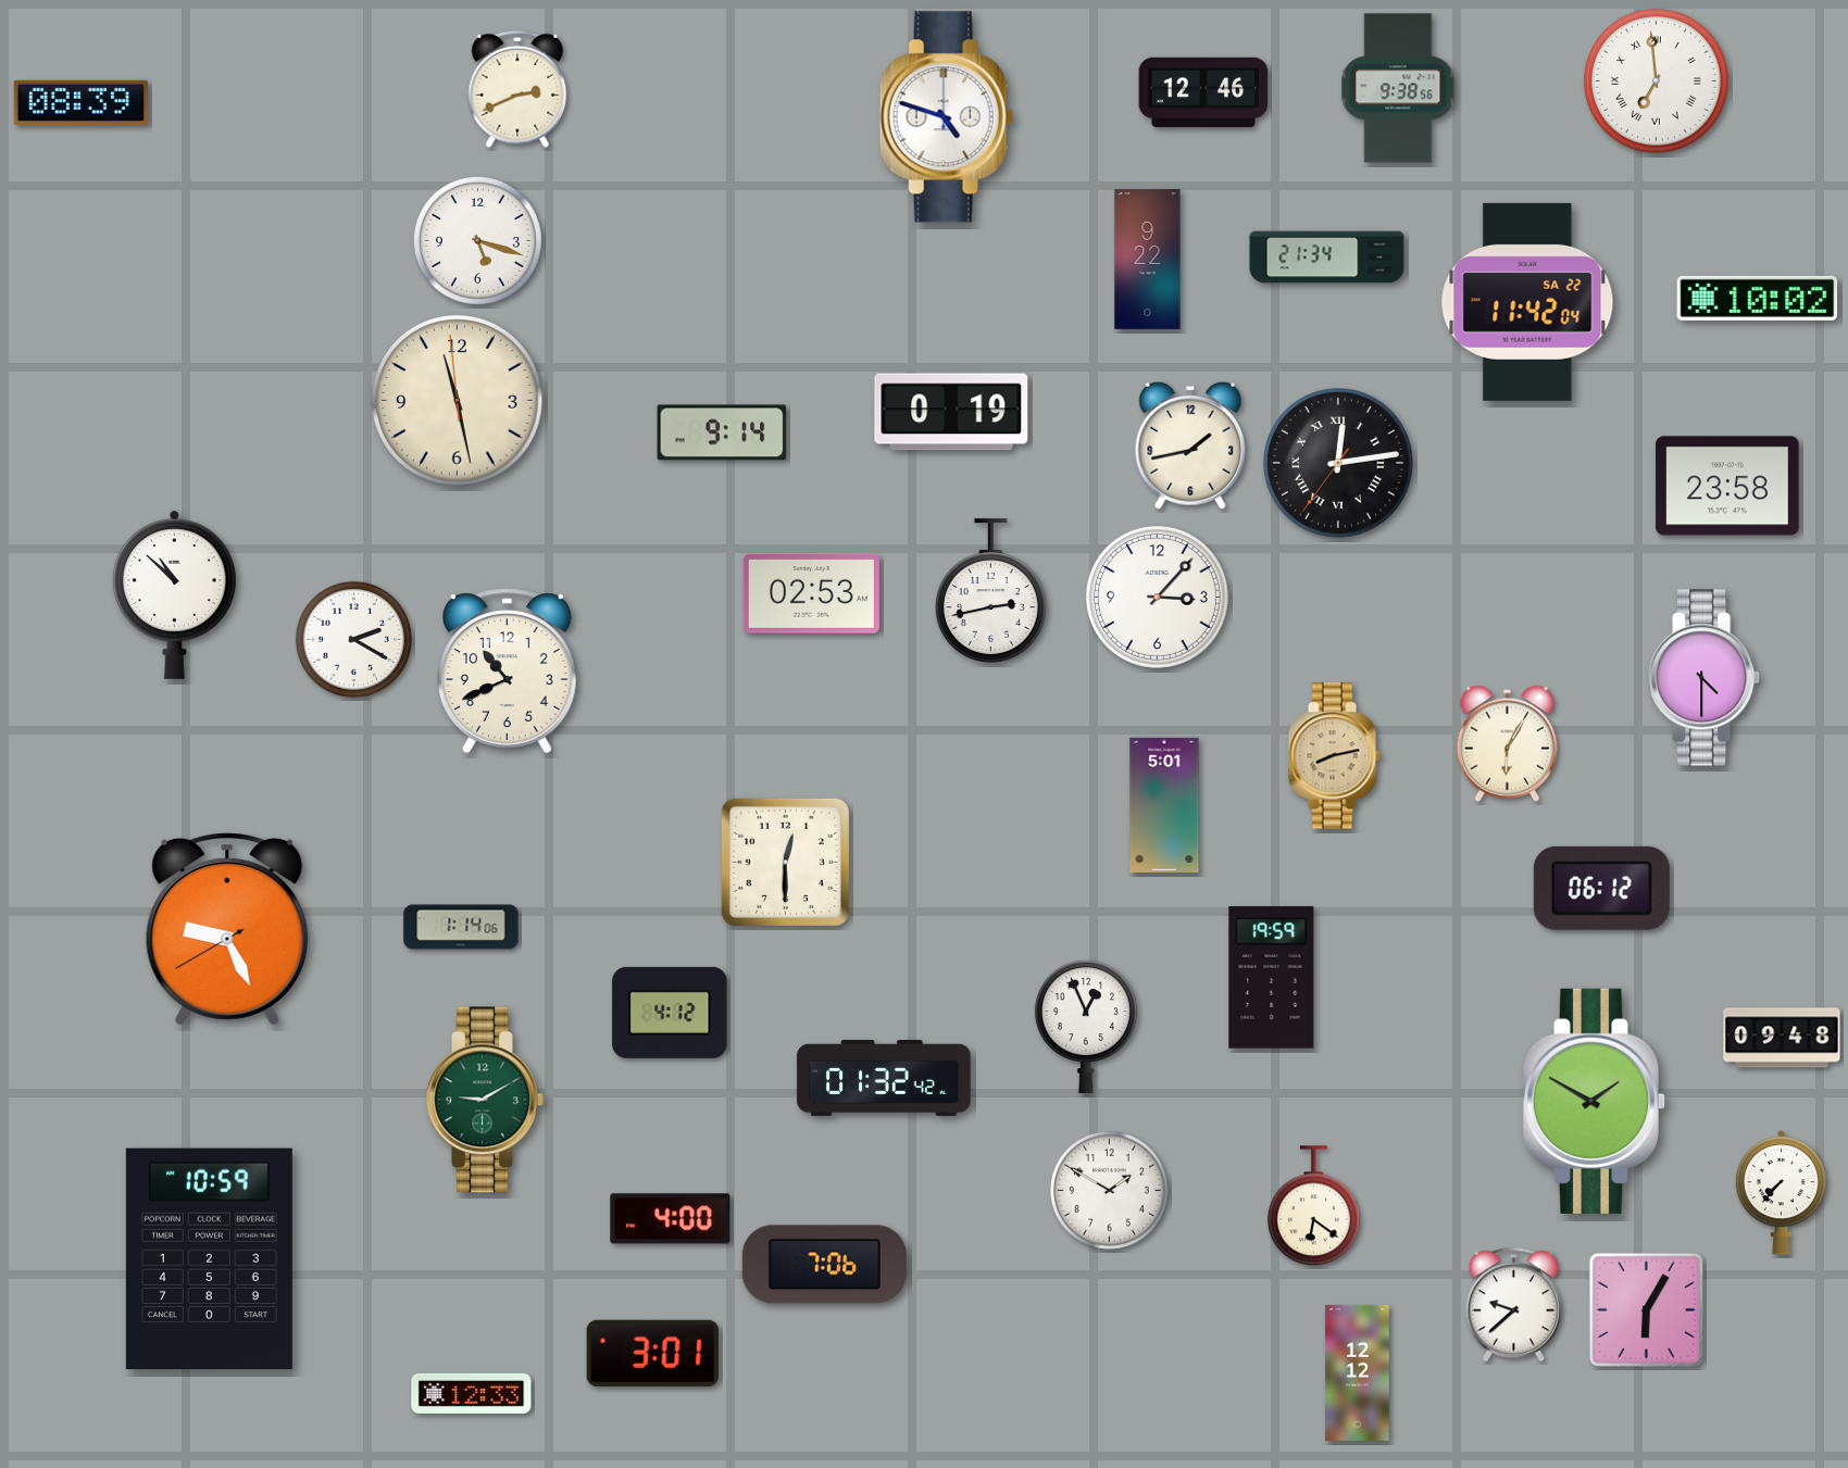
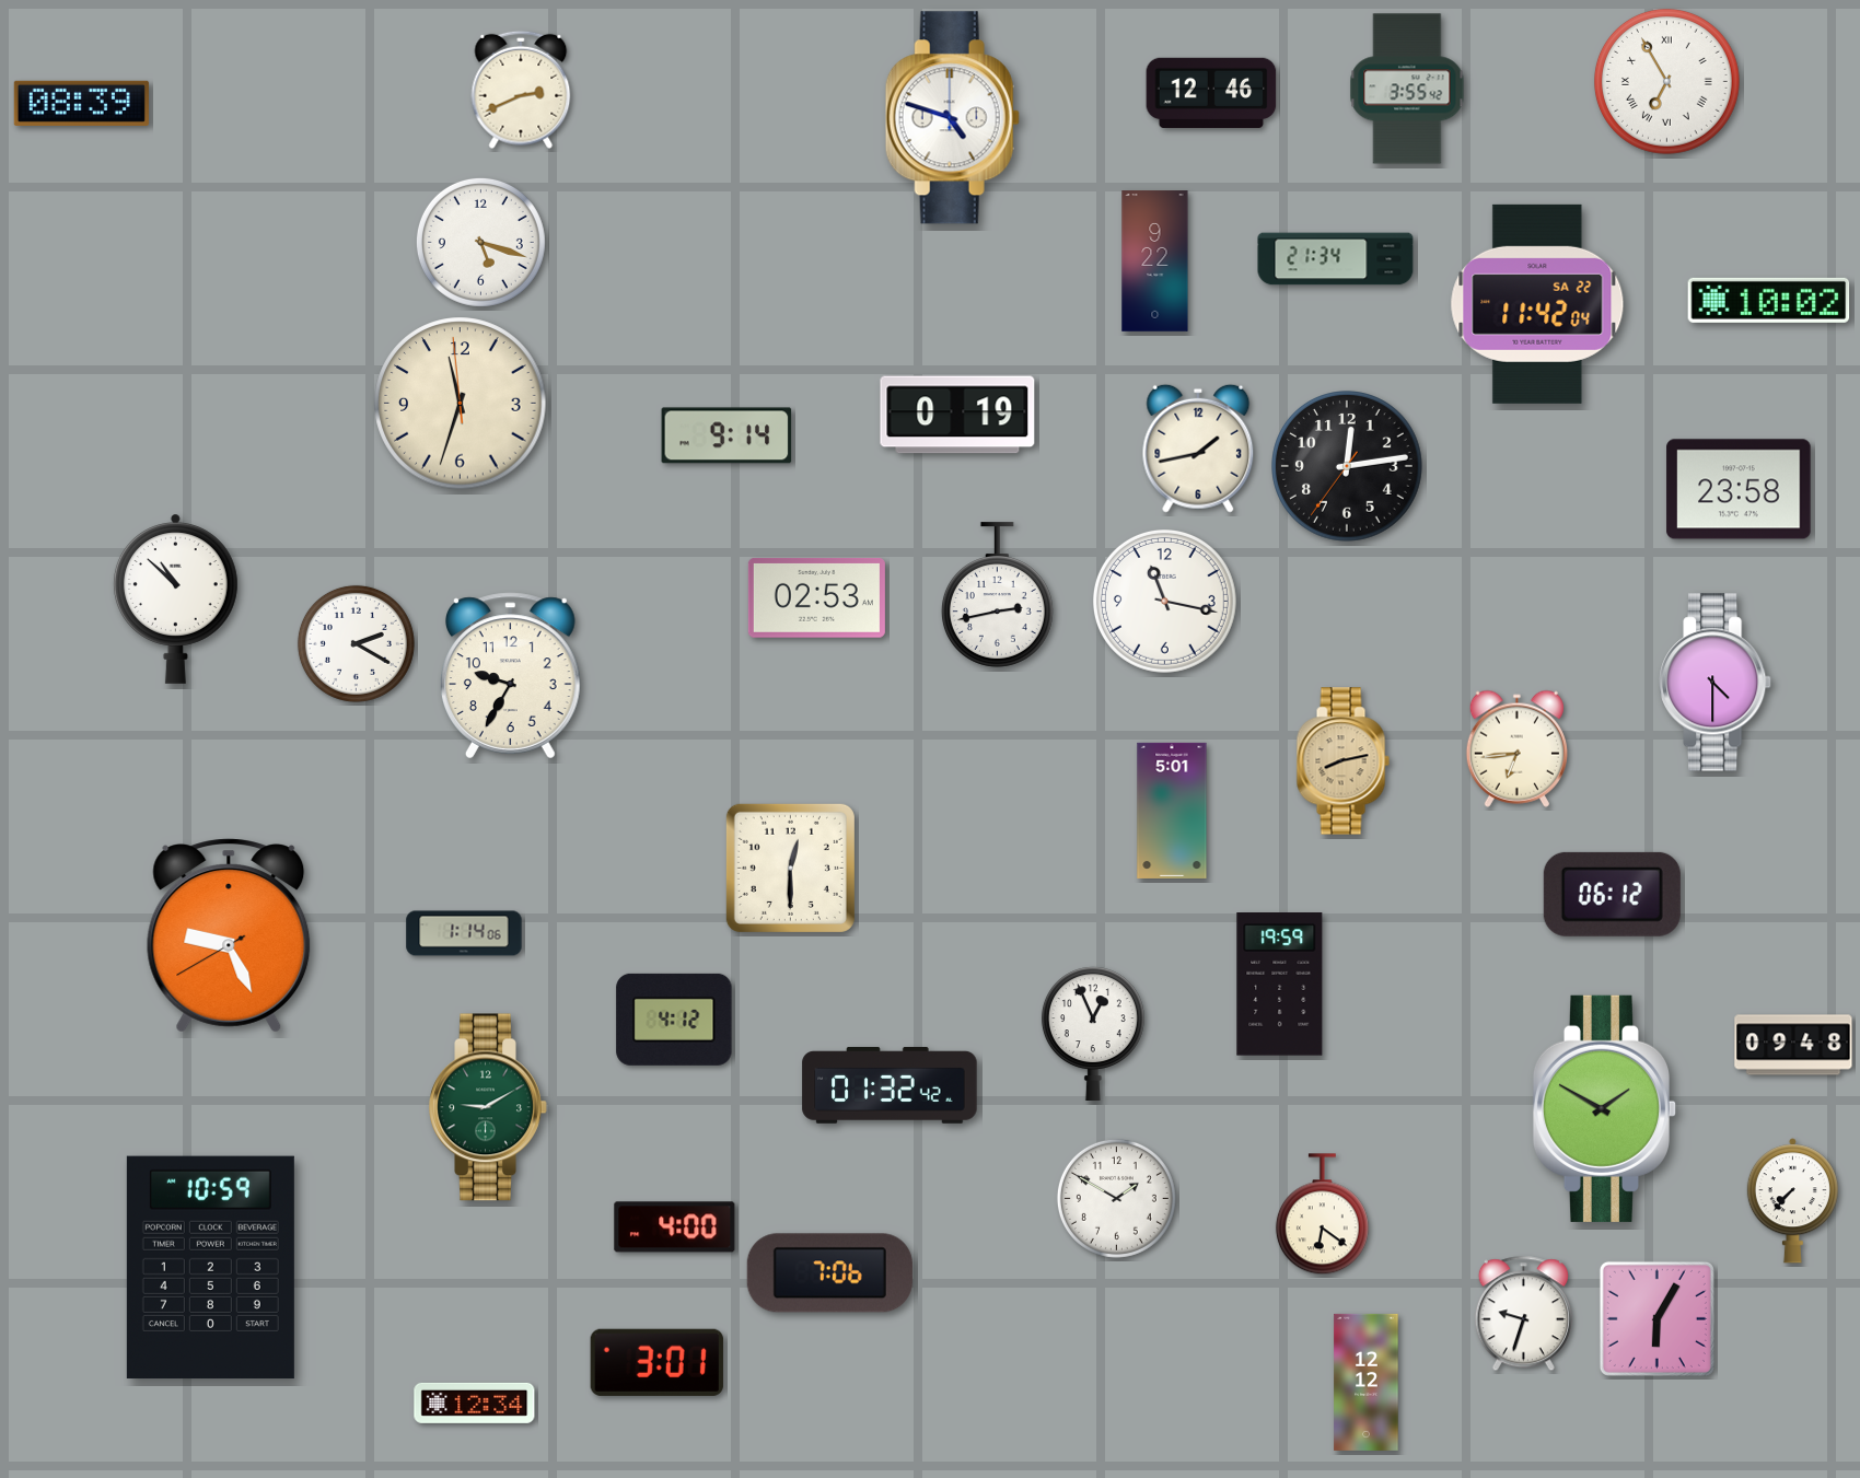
clock at (1657, 81): 6:59 -> 6:55
clock at (1398, 88): 9:38 -> 3:55
clock at (458, 401): 11:27 -> 11:32
clock at (1339, 464) numerals: Roman -> Arabic
clock at (1157, 597): 3:07 -> 11:17
clock at (507, 672): 10:41 -> 9:35
clock at (1507, 743): 6:05 -> 6:44
clock at (1513, 1305): 9:38 -> 9:33
clock at (472, 1393): 12:33 -> 12:34
